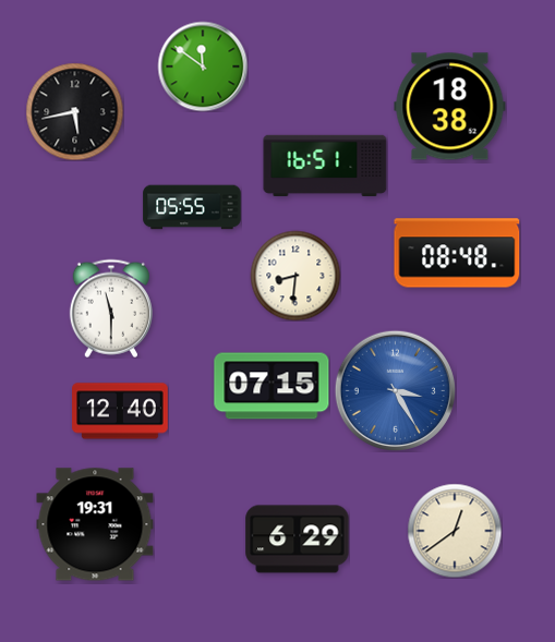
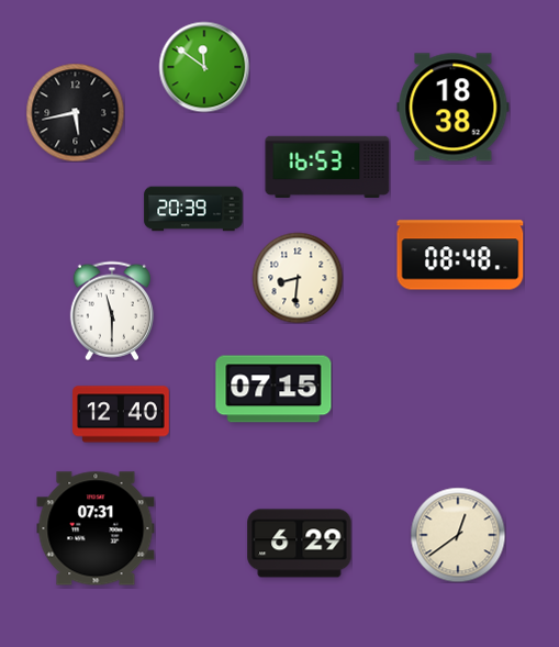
clock at (325, 166): 16:51 -> 16:53
clock at (192, 207): 05:55 -> 20:39
clock at (395, 390): 3:25 -> none
clock at (95, 524): 19:31 -> 07:31
